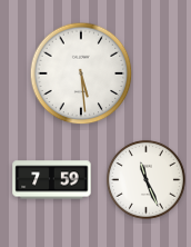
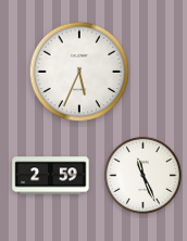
clock at (81, 73): 5:29 -> 5:34
clock at (52, 180): 7:59 -> 2:59
